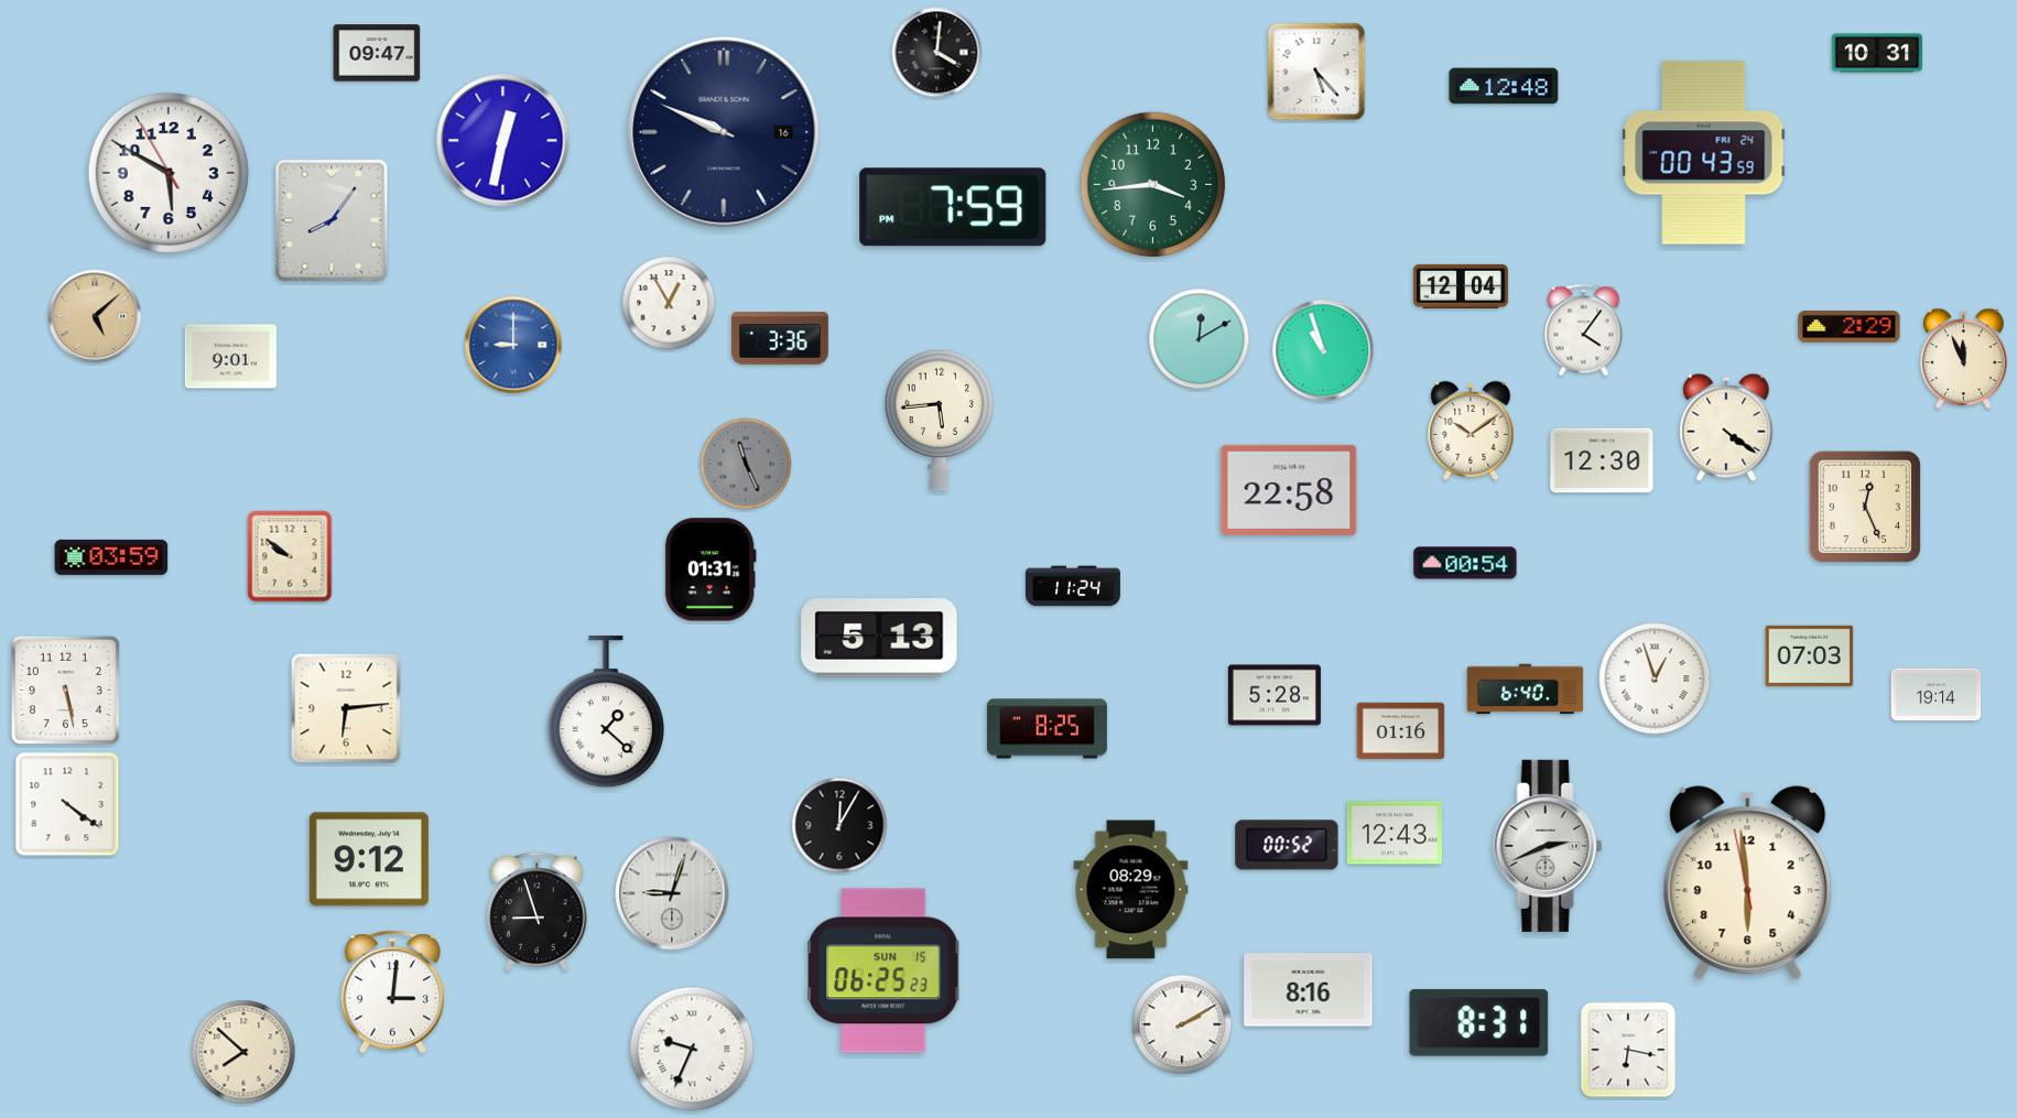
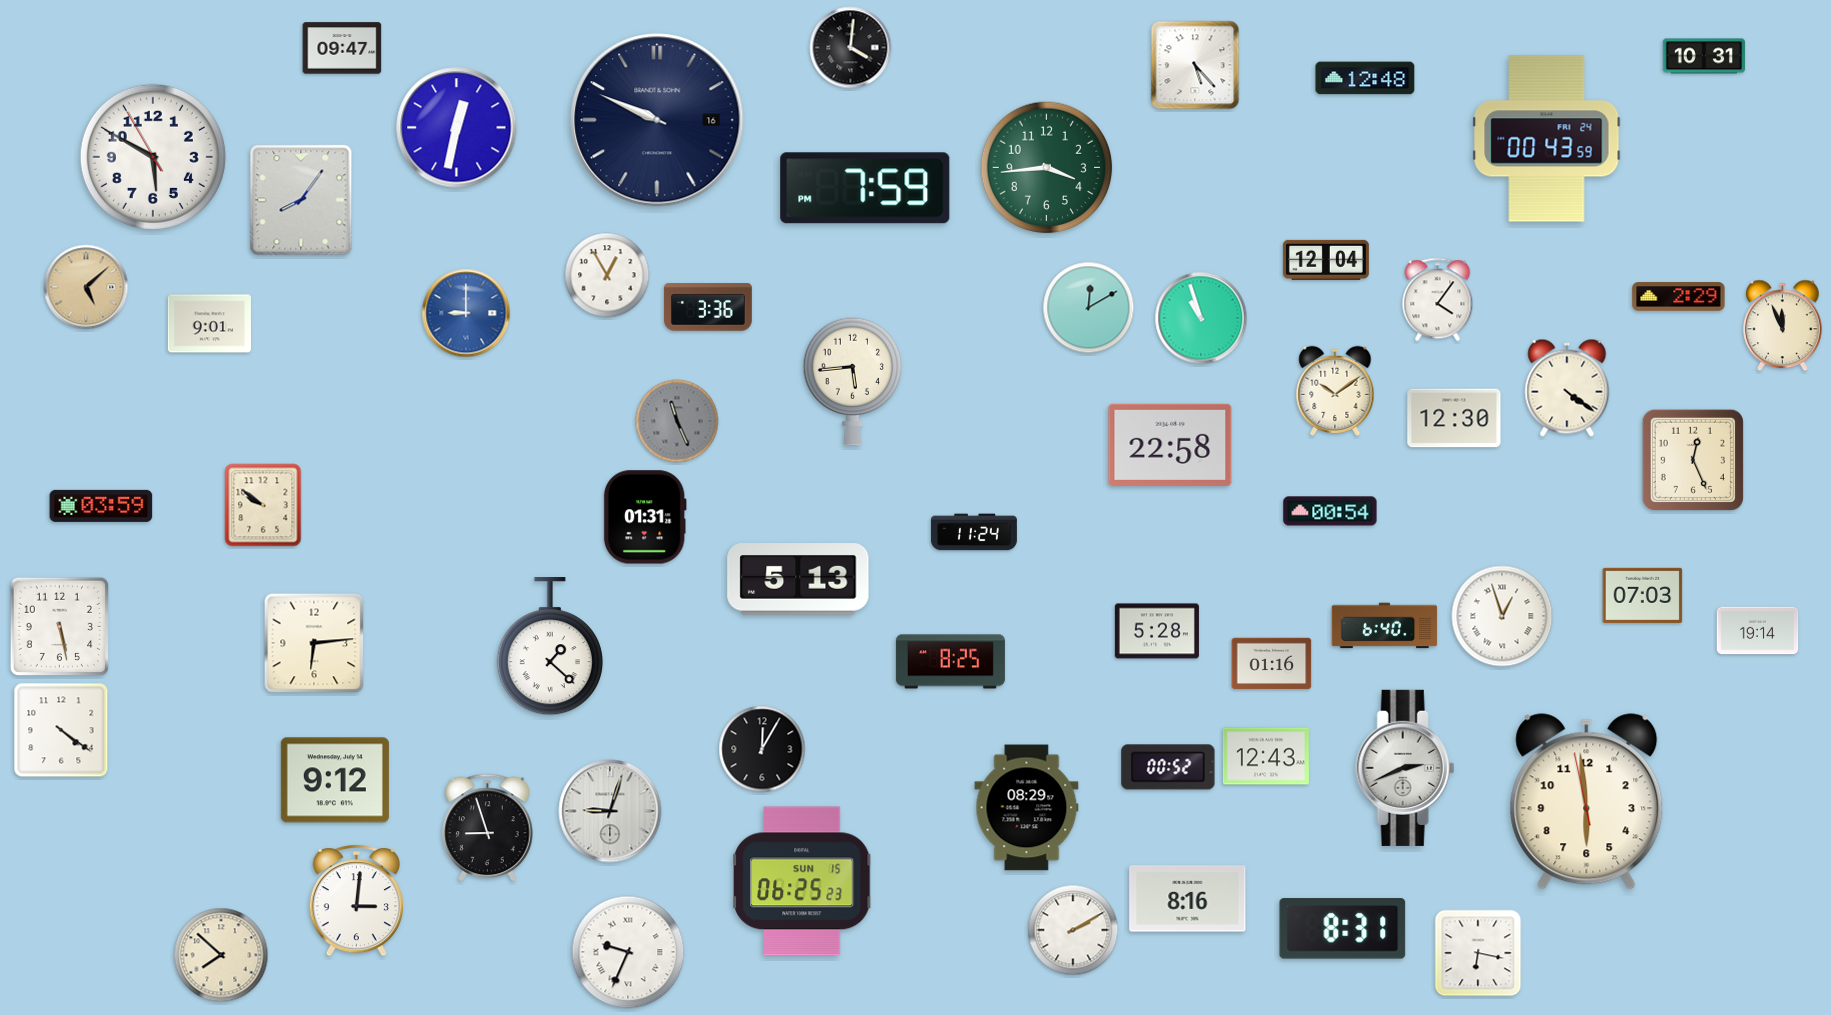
clock at (1877, 53) position: (1877, 53) -> (1704, 56)
